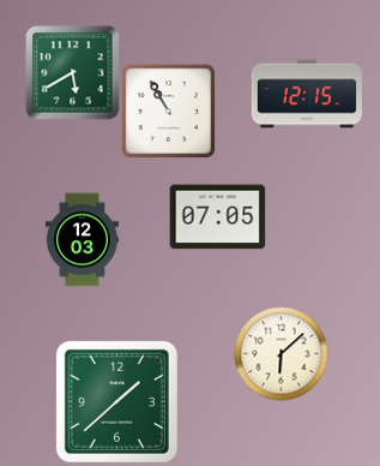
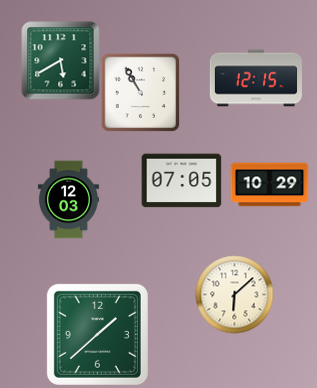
clock at (269, 185): none -> 10:29
